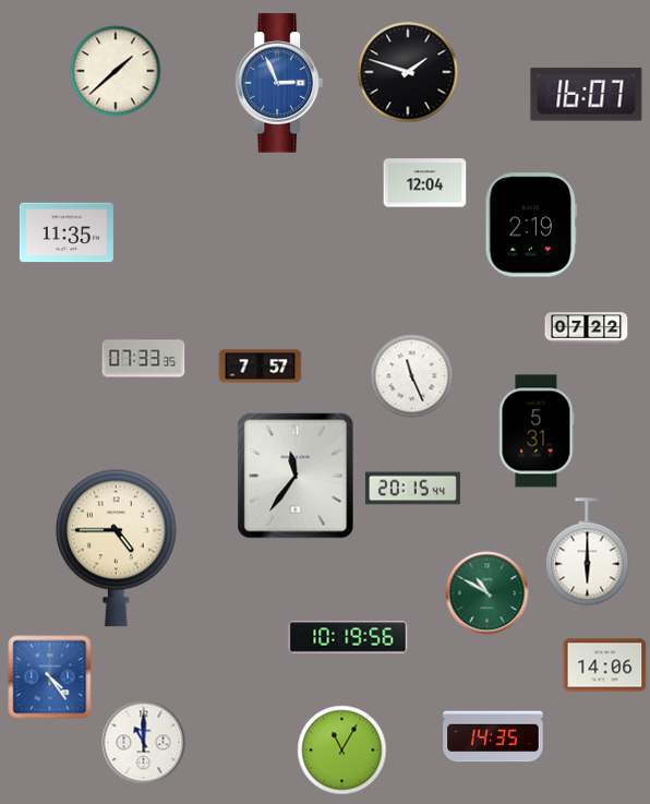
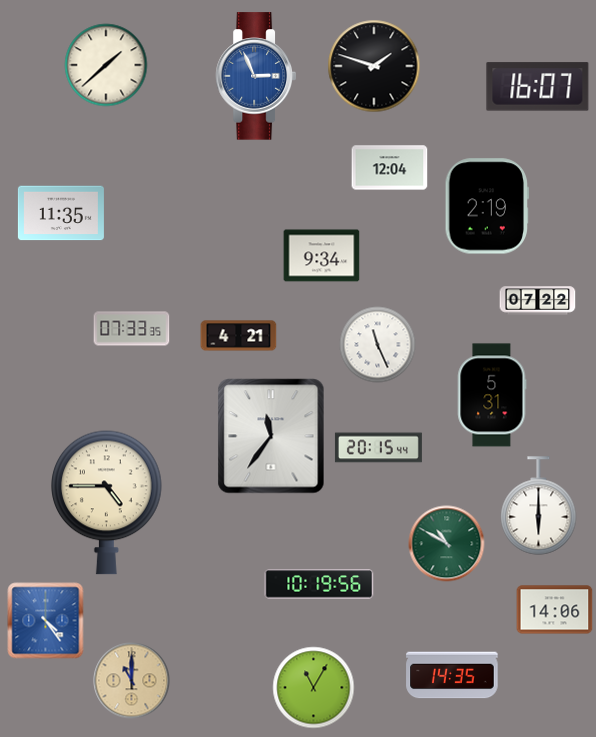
clock at (322, 256): none -> 9:34
clock at (261, 367): 7:57 -> 4:21
clock at (144, 743) dial: white -> champagne
